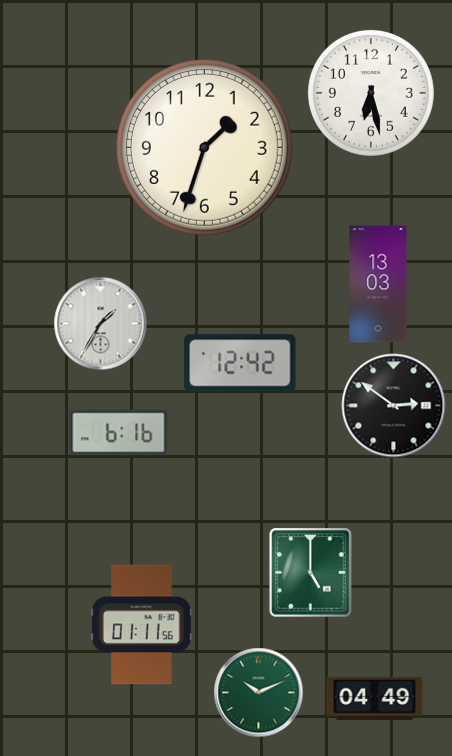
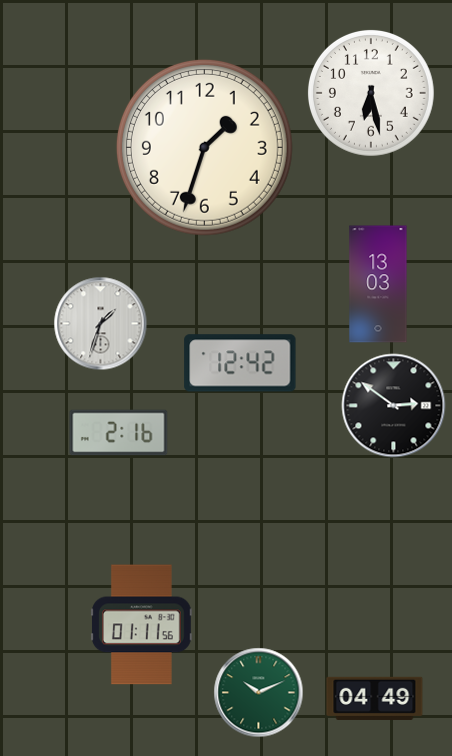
clock at (101, 324): 1:35 -> 1:33
clock at (119, 433): 6:16 -> 2:16
clock at (311, 573): 5:00 -> none
